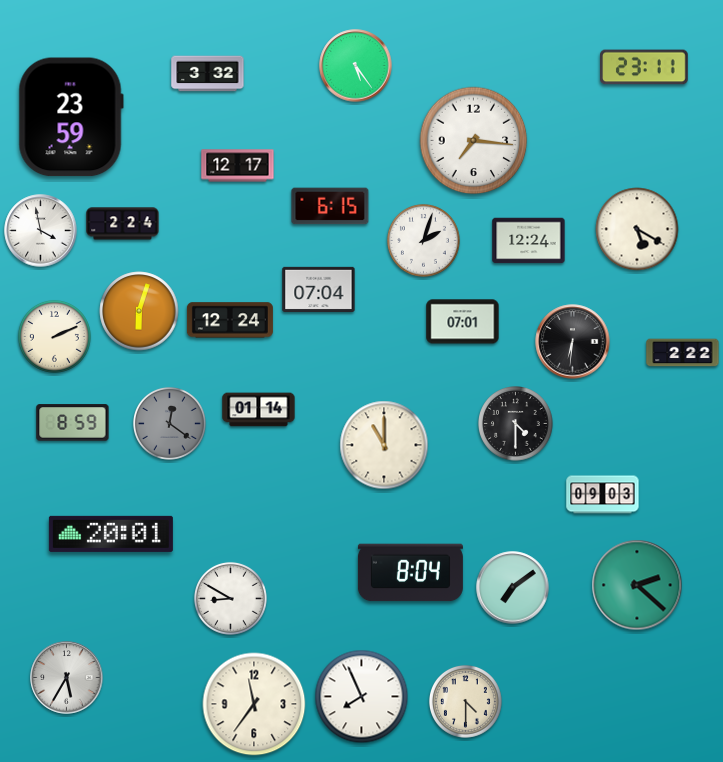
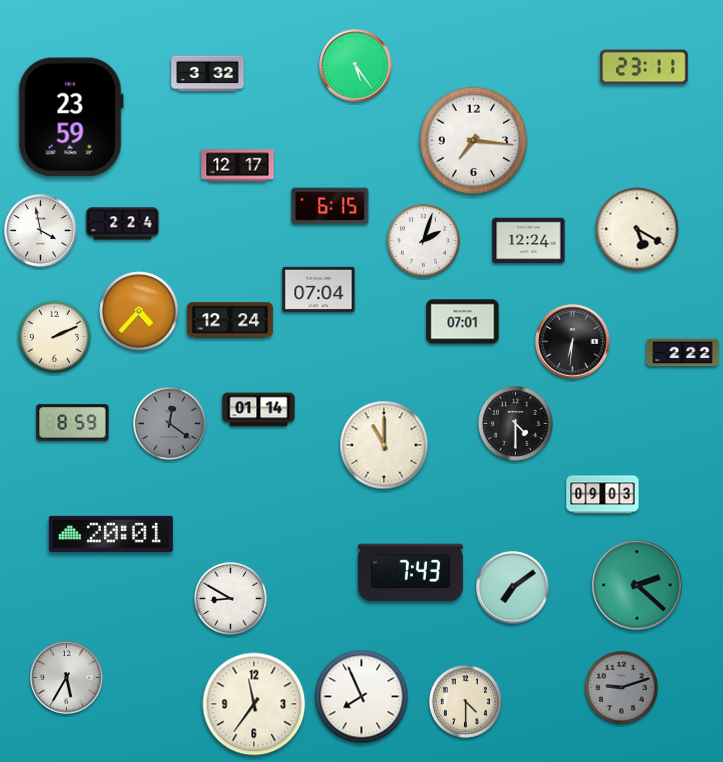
clock at (139, 311): 6:03 -> 4:37
clock at (410, 573): 8:04 -> 7:43
clock at (621, 687): none -> 9:12
